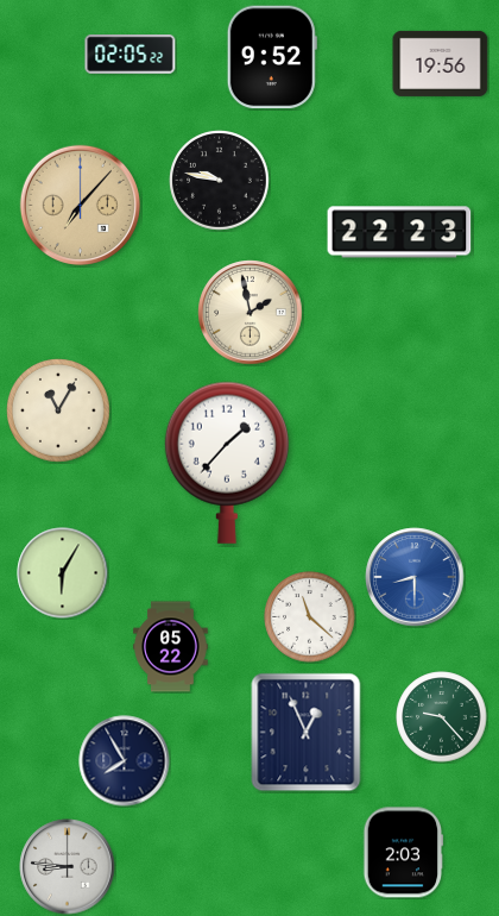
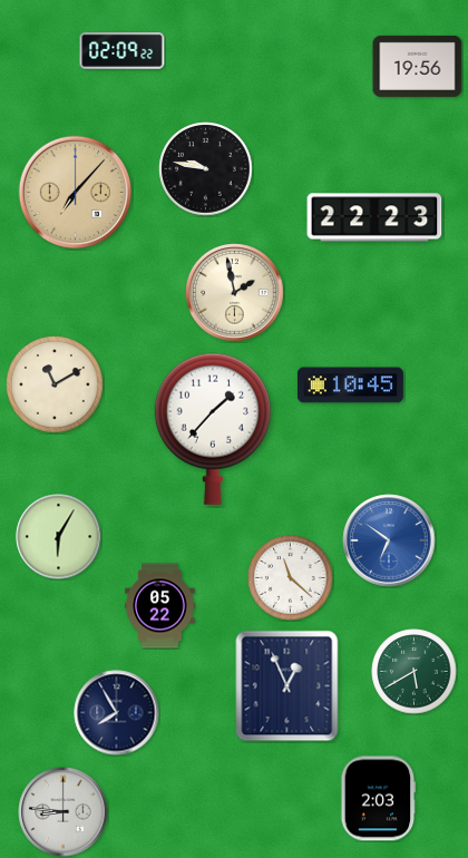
clock at (131, 55): 02:05 -> 02:09
clock at (272, 57): 9:52 -> none
clock at (441, 63) position: (441, 63) -> (418, 66)
clock at (58, 410): 11:05 -> 11:10
clock at (350, 386): none -> 10:45
clock at (227, 463) position: (227, 463) -> (213, 429)
clock at (415, 577): 8:30 -> 6:51
clock at (442, 717): 9:23 -> 5:40
